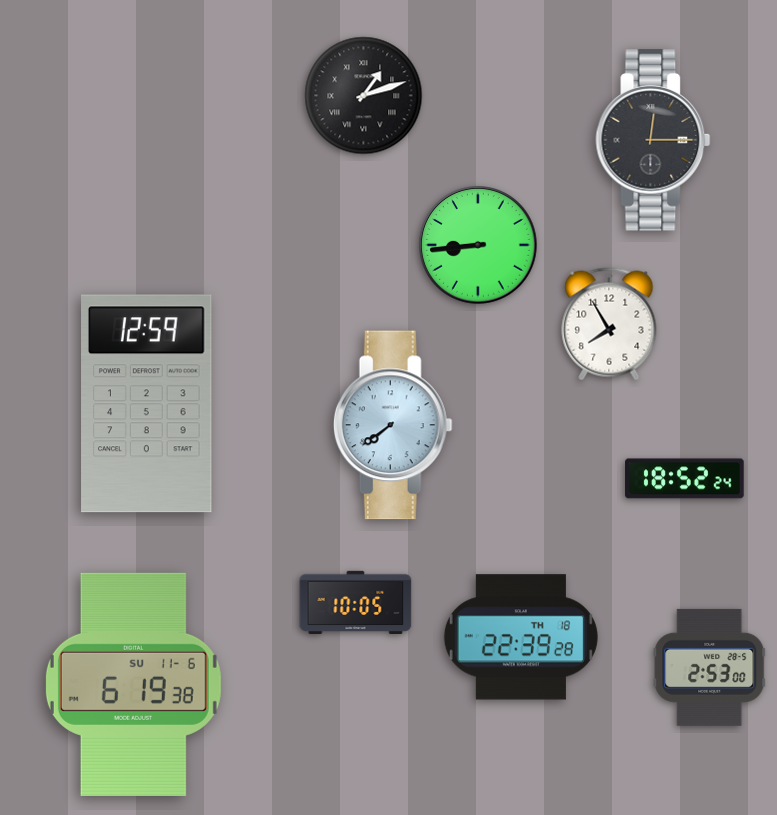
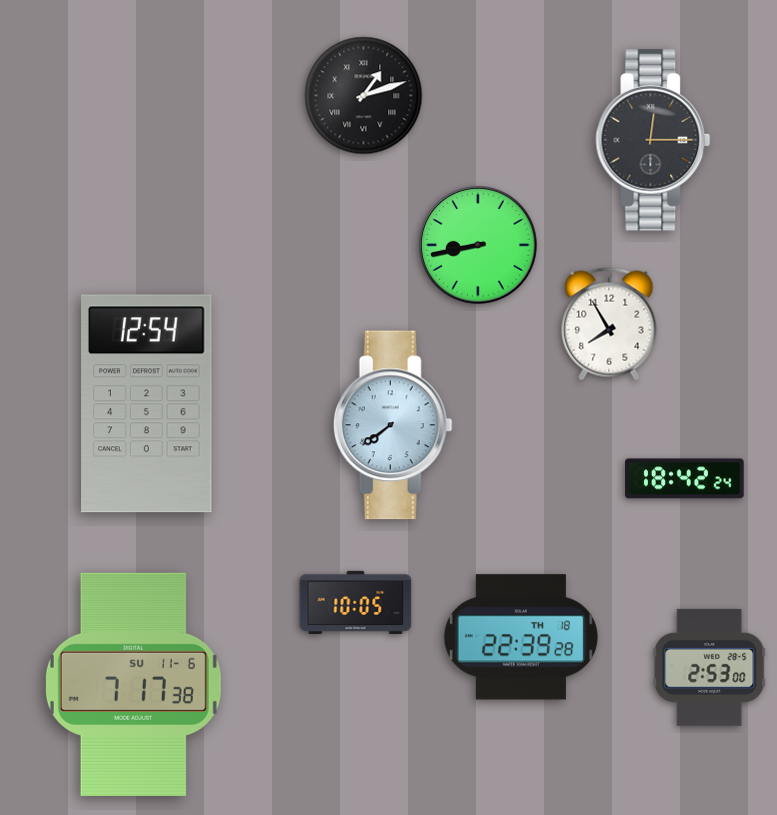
clock at (479, 246): 8:44 -> 8:43
clock at (147, 404): 12:59 -> 12:54
clock at (685, 479): 18:52 -> 18:42
clock at (133, 684): 6:19 -> 7:17
